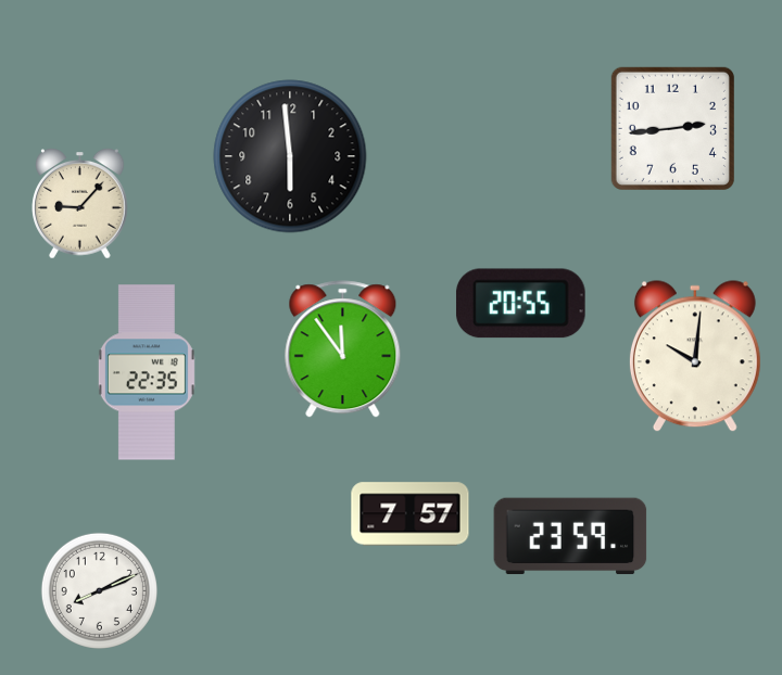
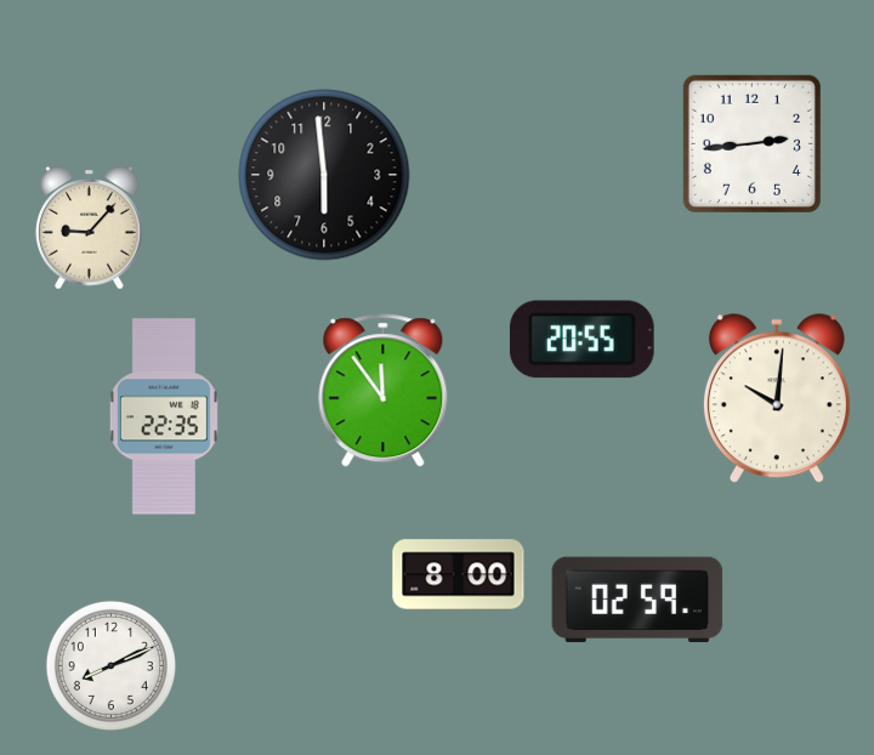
clock at (411, 514): 7:57 -> 8:00
clock at (570, 536): 23:59 -> 02:59
clock at (99, 590) position: (99, 590) -> (110, 665)
